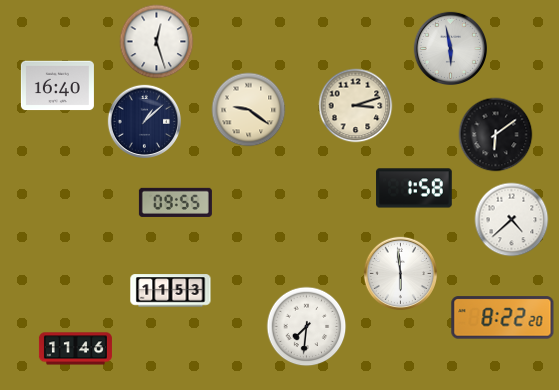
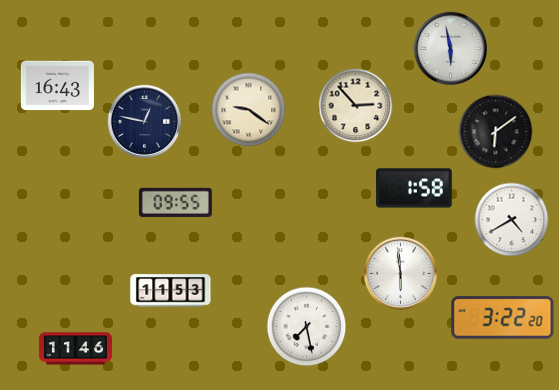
clock at (157, 42): 12:27 -> none
clock at (57, 86): 16:40 -> 16:43
clock at (356, 106): 3:12 -> 2:53
clock at (144, 121): 1:08 -> 12:47
clock at (496, 135) position: (496, 135) -> (496, 132)
clock at (512, 220): 4:38 -> 4:40
clock at (503, 318): 8:22 -> 3:22
clock at (307, 327): 7:31 -> 7:28
